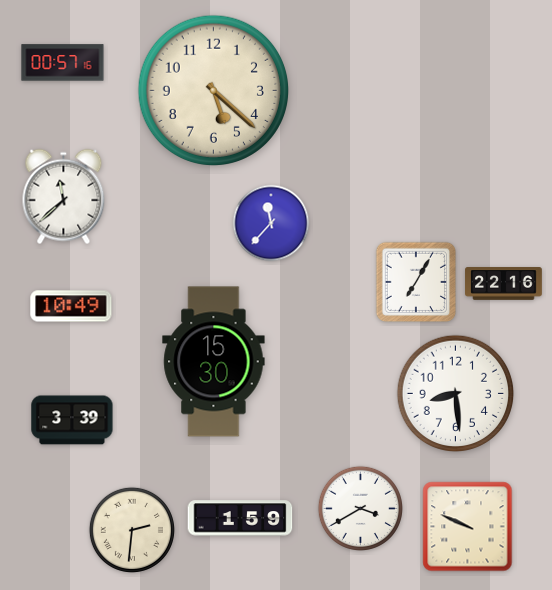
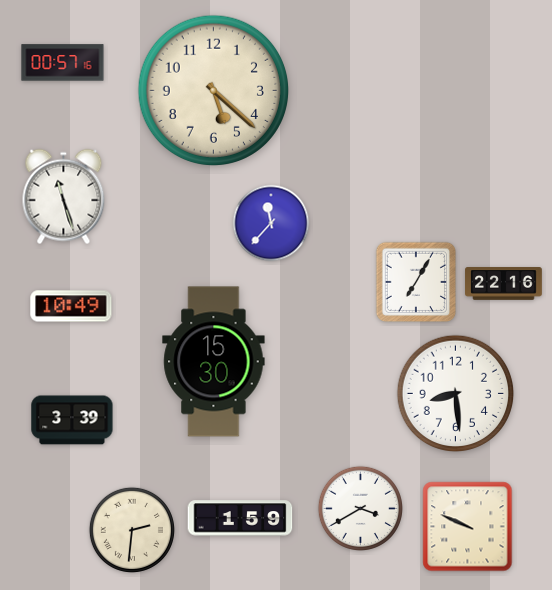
clock at (64, 197): 11:38 -> 11:27
